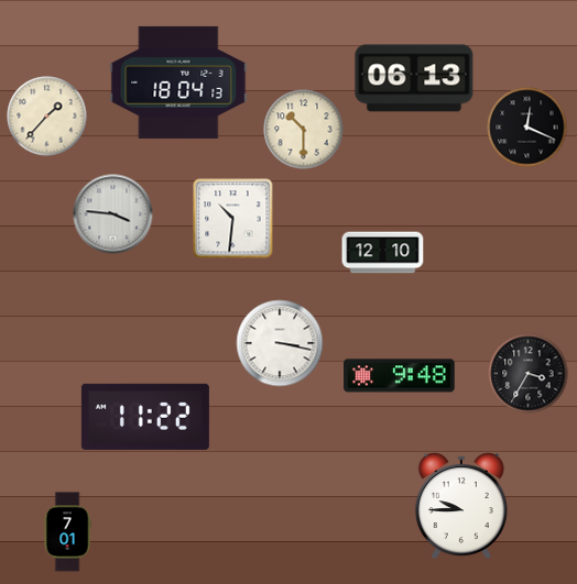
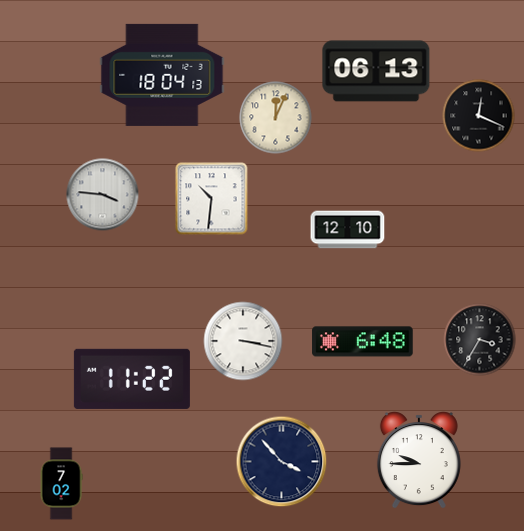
clock at (47, 117): 1:37 -> none
clock at (304, 130): 10:30 -> 12:04
clock at (280, 343) position: (280, 343) -> (243, 341)
clock at (400, 376): 9:48 -> 6:48
clock at (282, 462): none -> 3:53
clock at (67, 532): 7:01 -> 7:02
